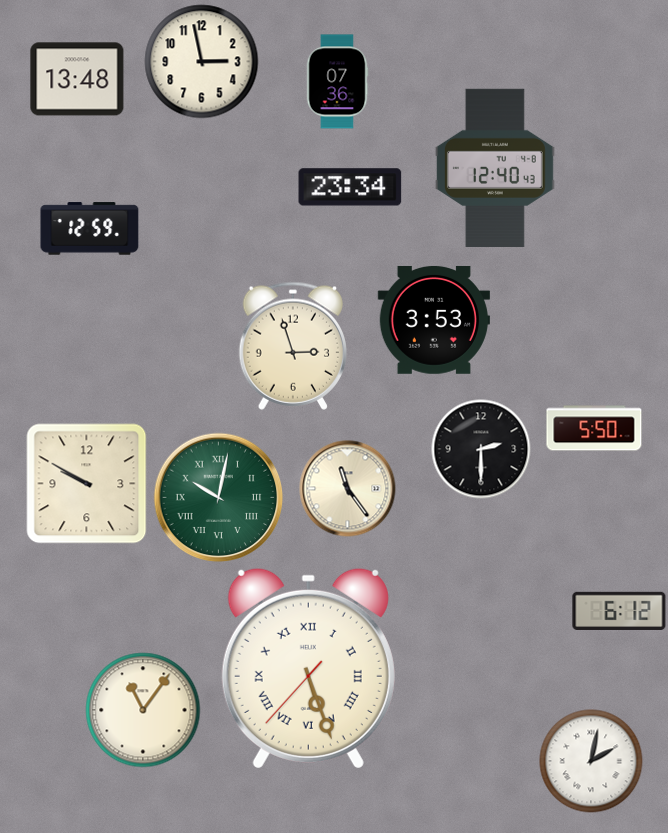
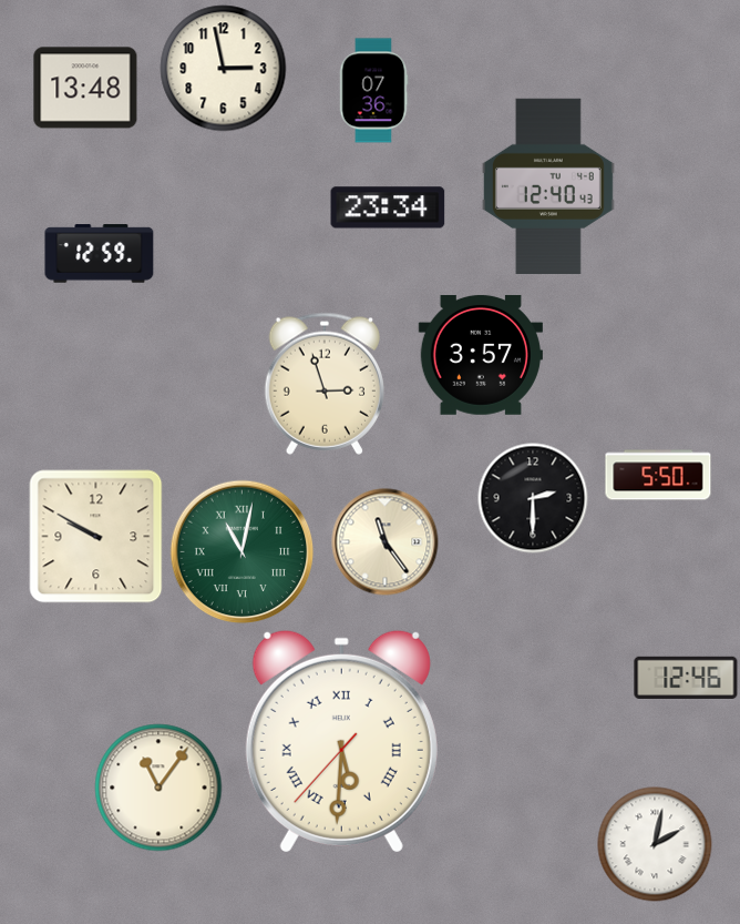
clock at (434, 320): 3:53 -> 3:57
clock at (219, 498): 10:02 -> 11:02
clock at (619, 611): 6:12 -> 12:46
clock at (308, 668): 5:26 -> 5:30
